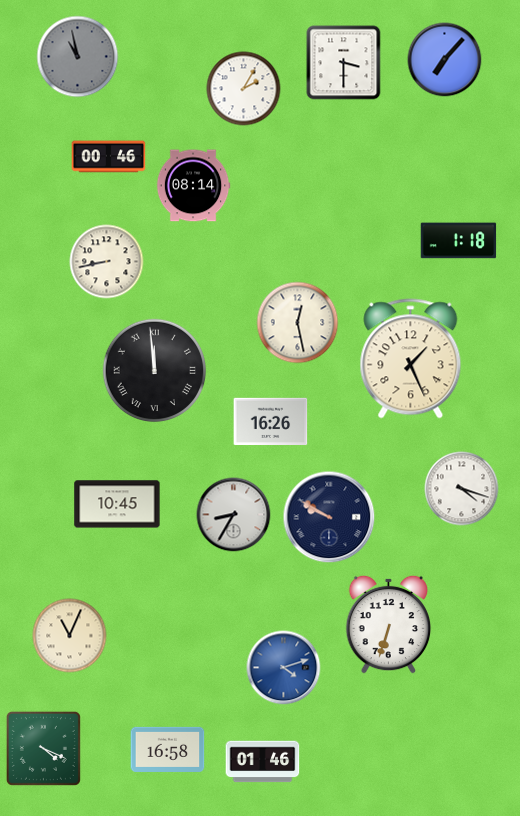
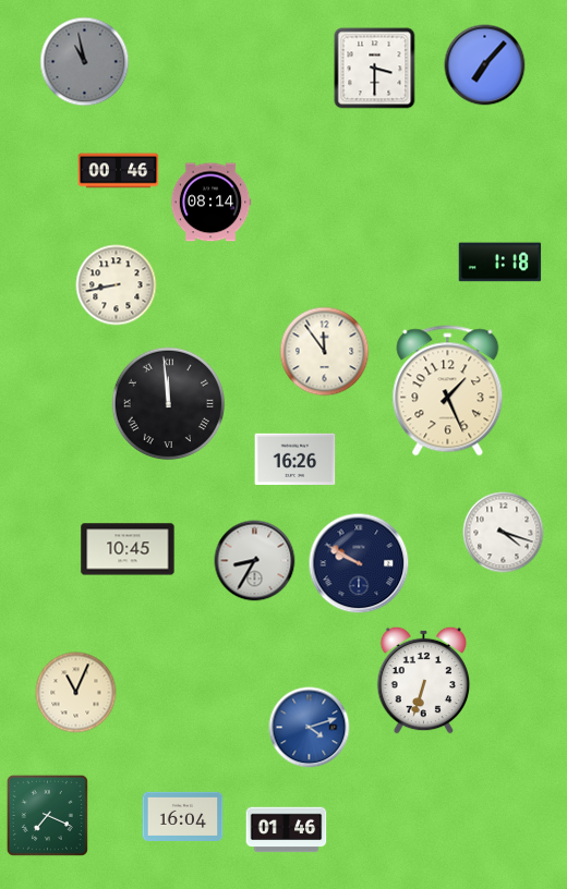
clock at (244, 89): 2:05 -> none
clock at (298, 323): 12:28 -> 11:54
clock at (43, 748): 4:19 -> 7:19
clock at (168, 749): 16:58 -> 16:04
